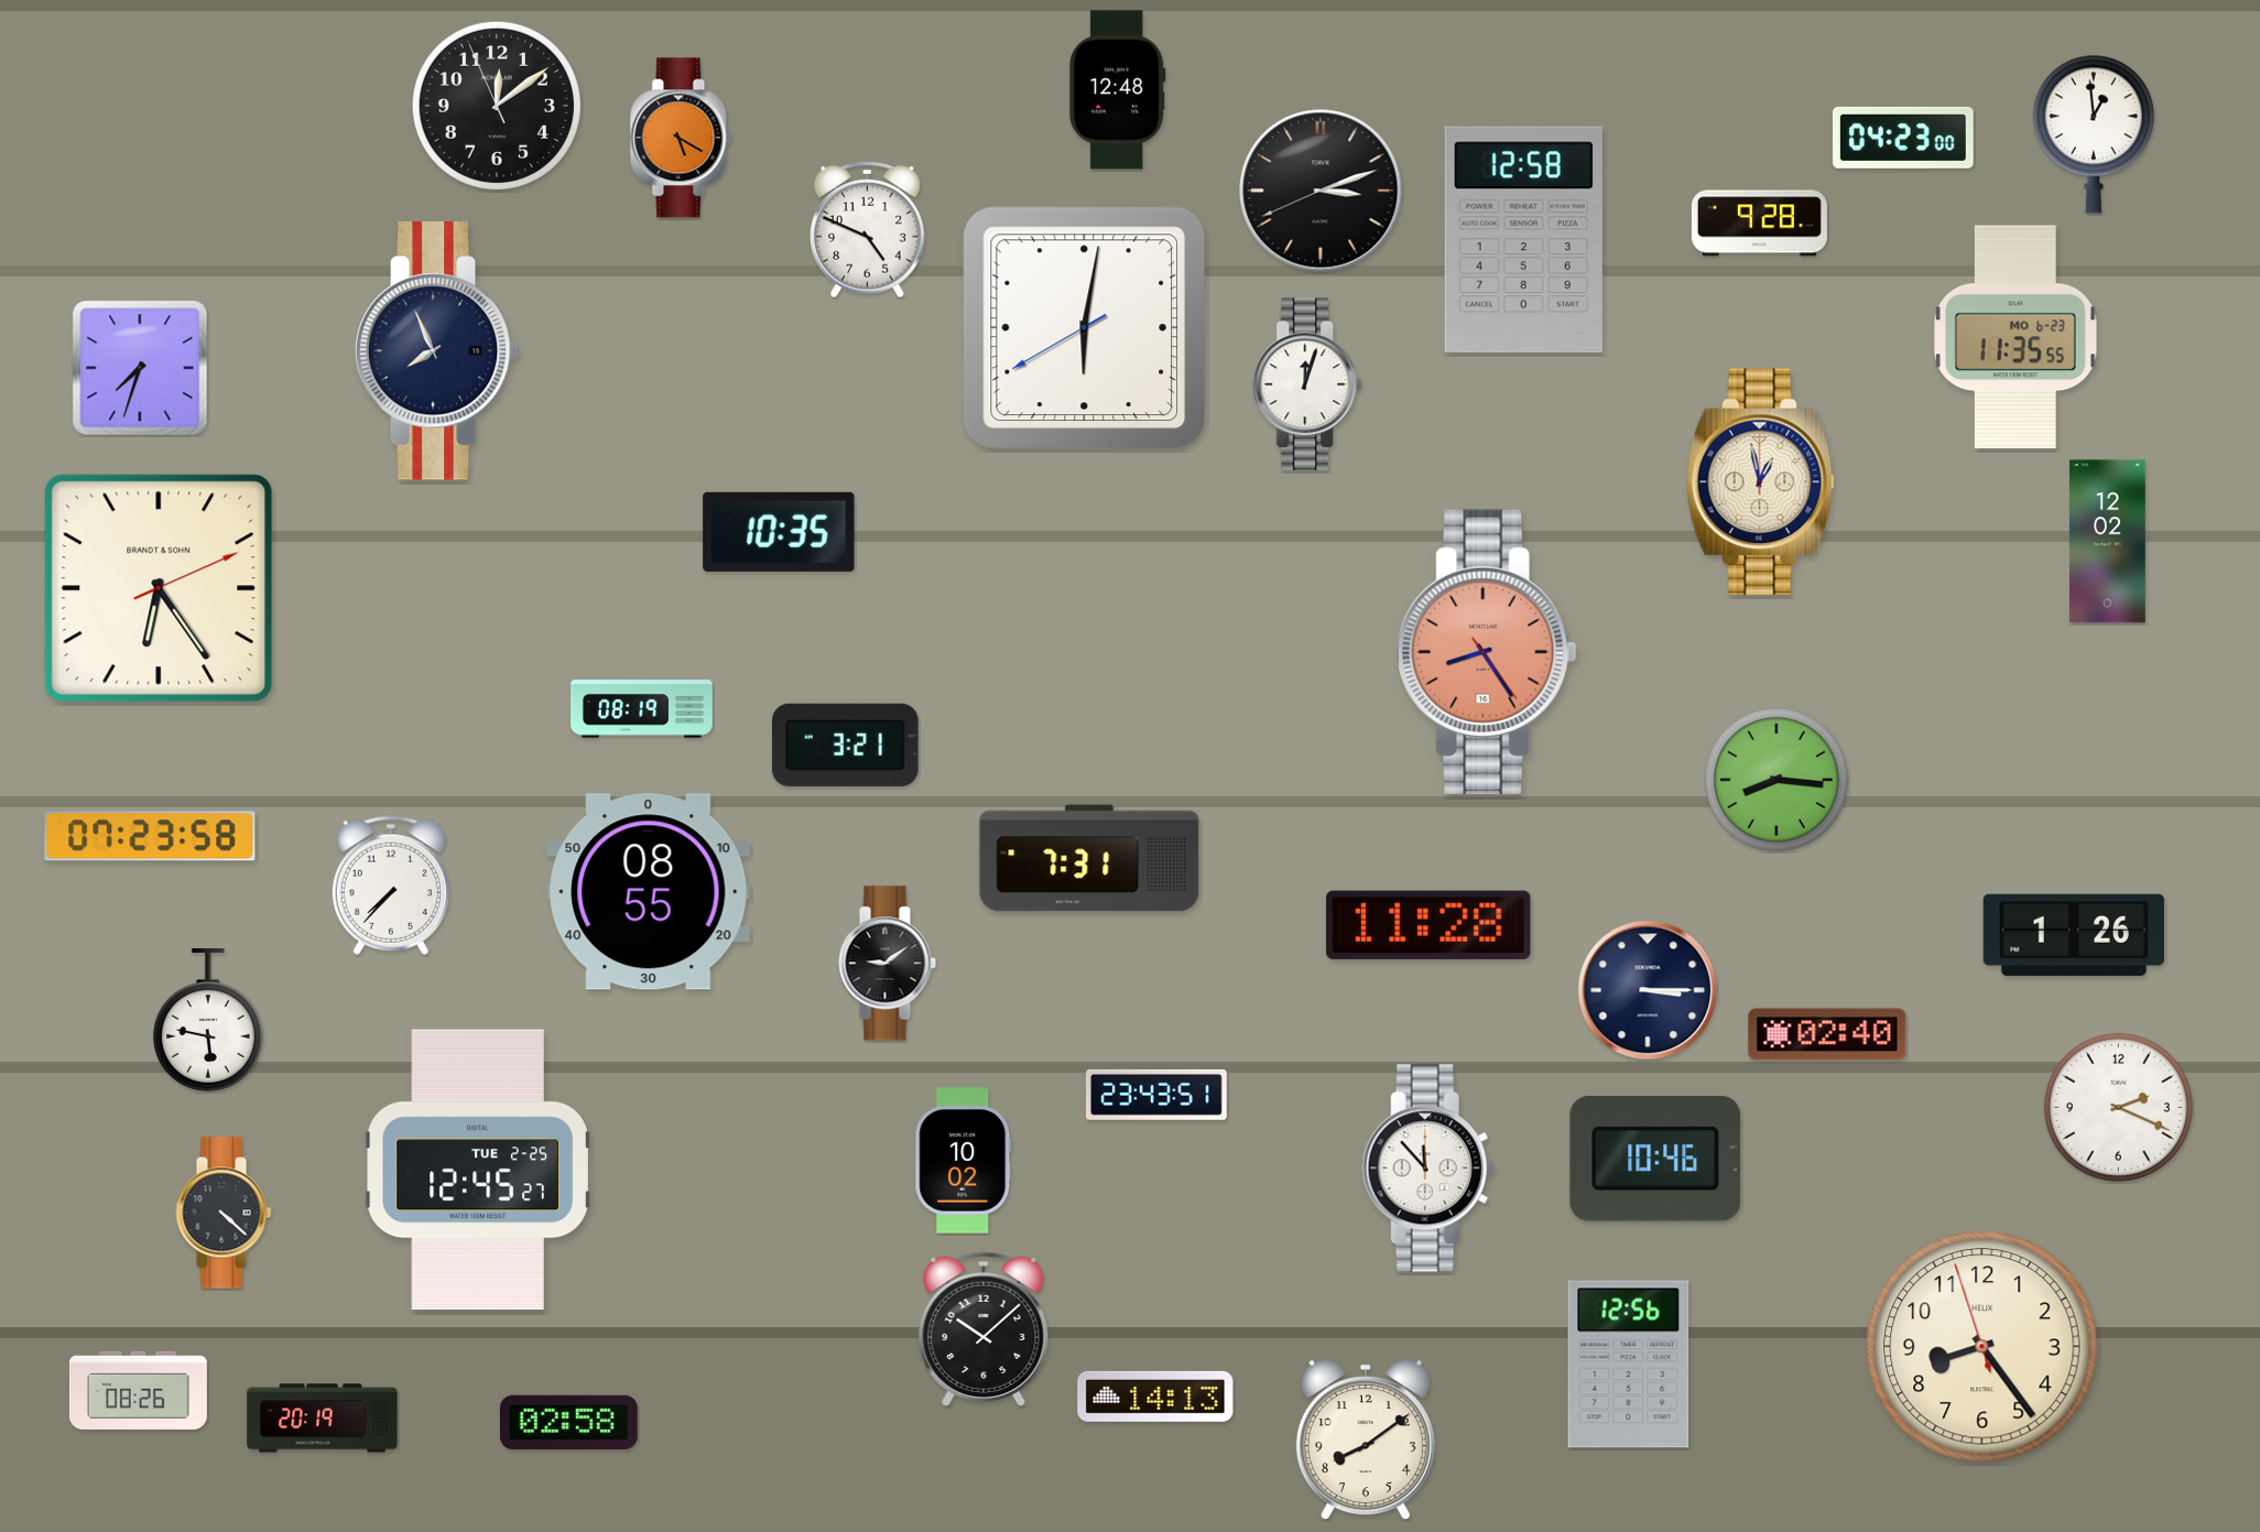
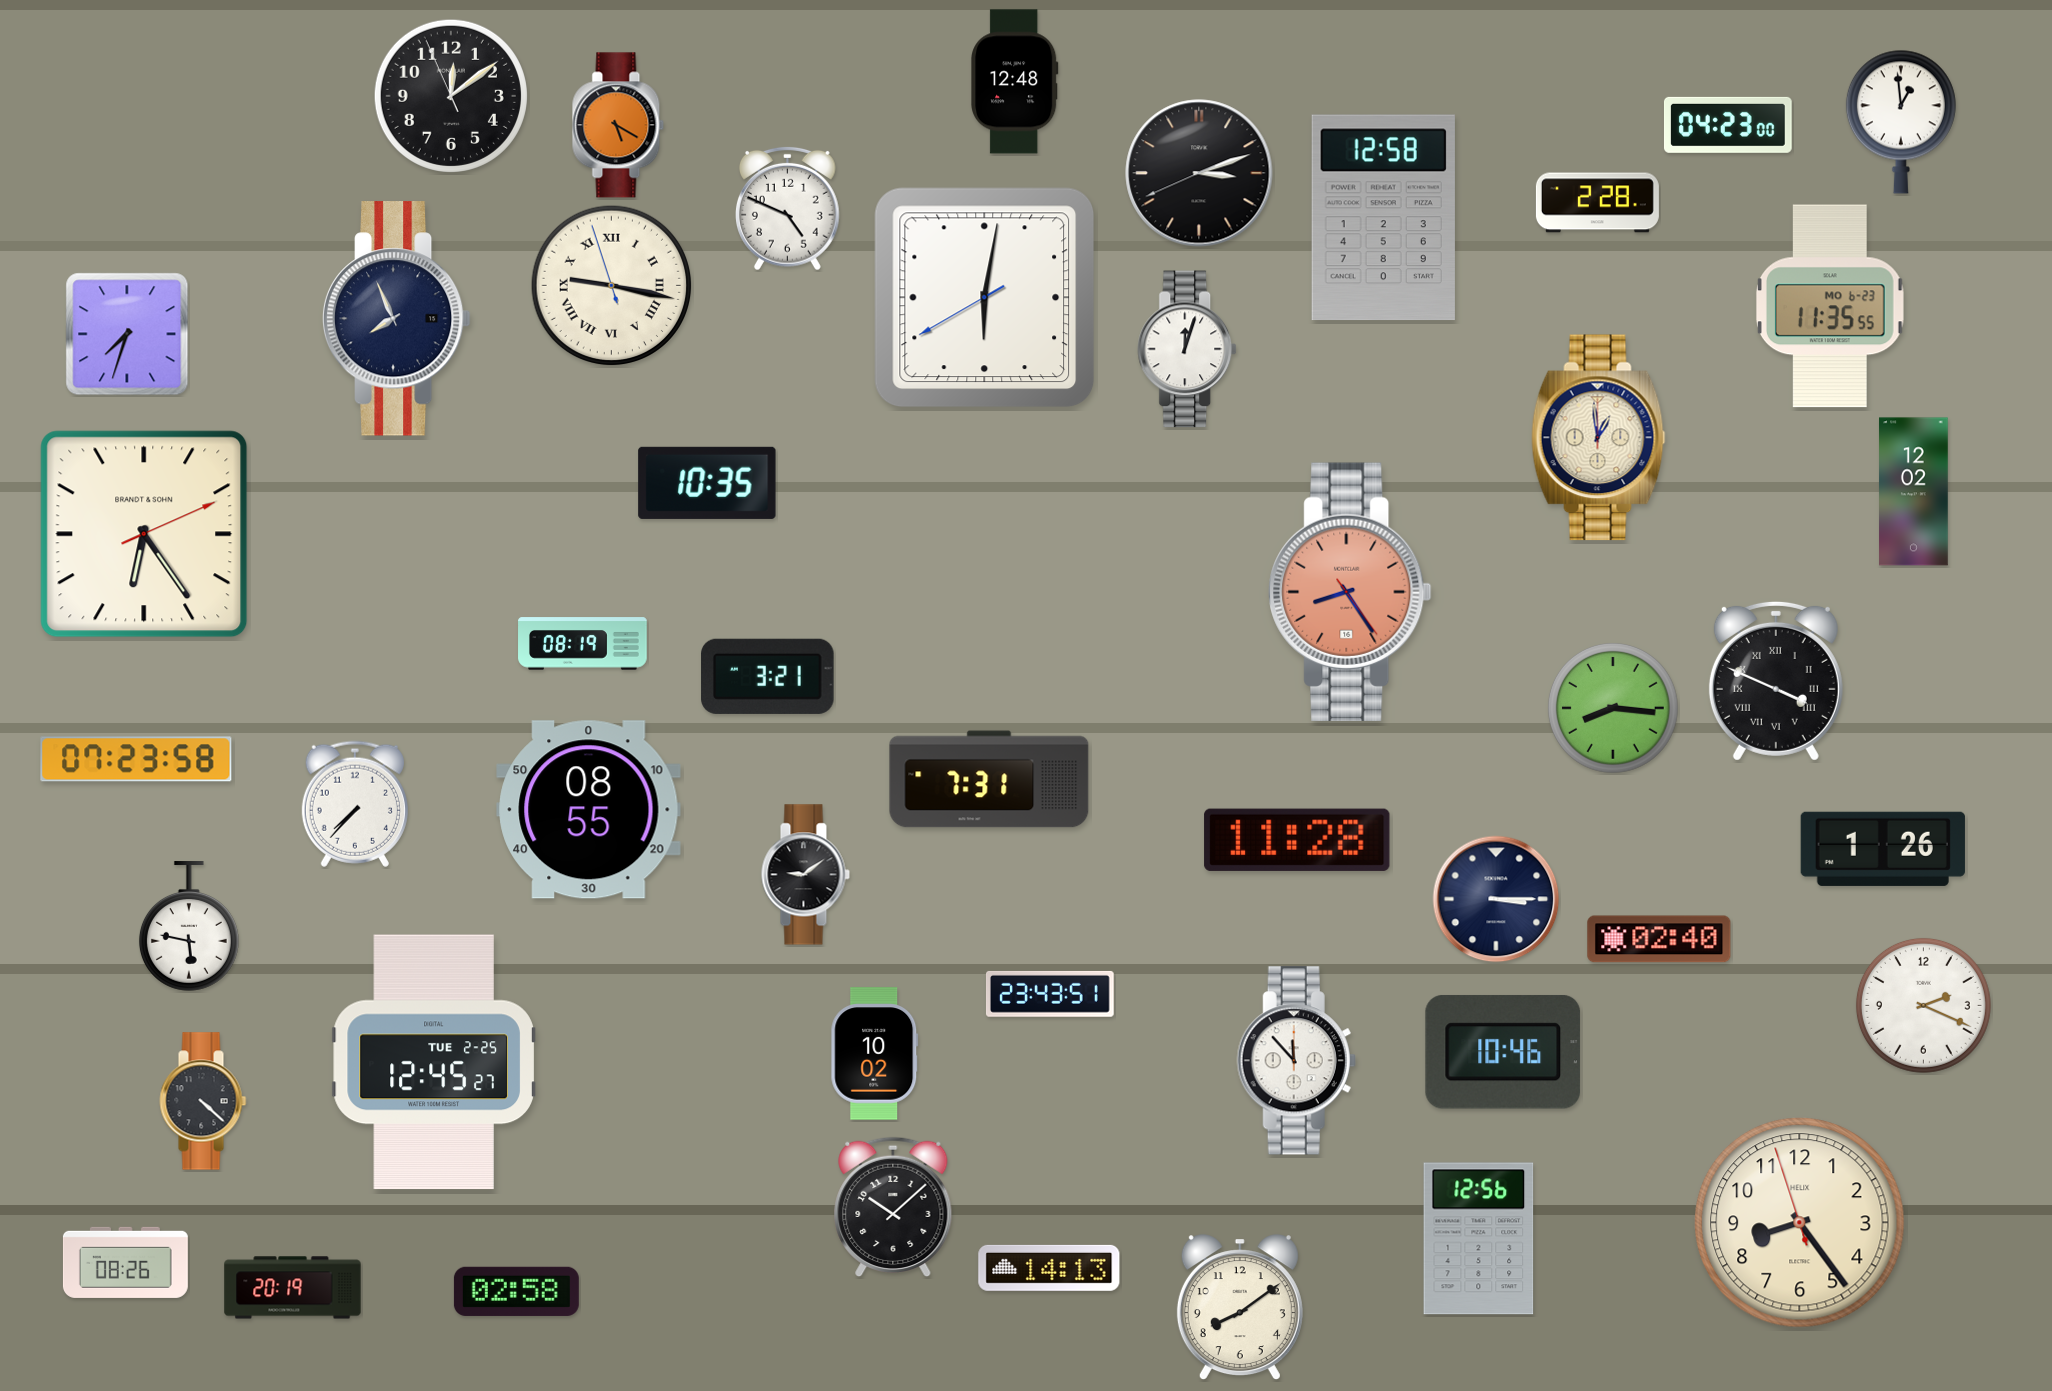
clock at (1759, 224): 9:28 -> 2:28
clock at (612, 286): none -> 9:16
clock at (1761, 482): 12:58 -> 12:59
clock at (1776, 681): none -> 3:49
